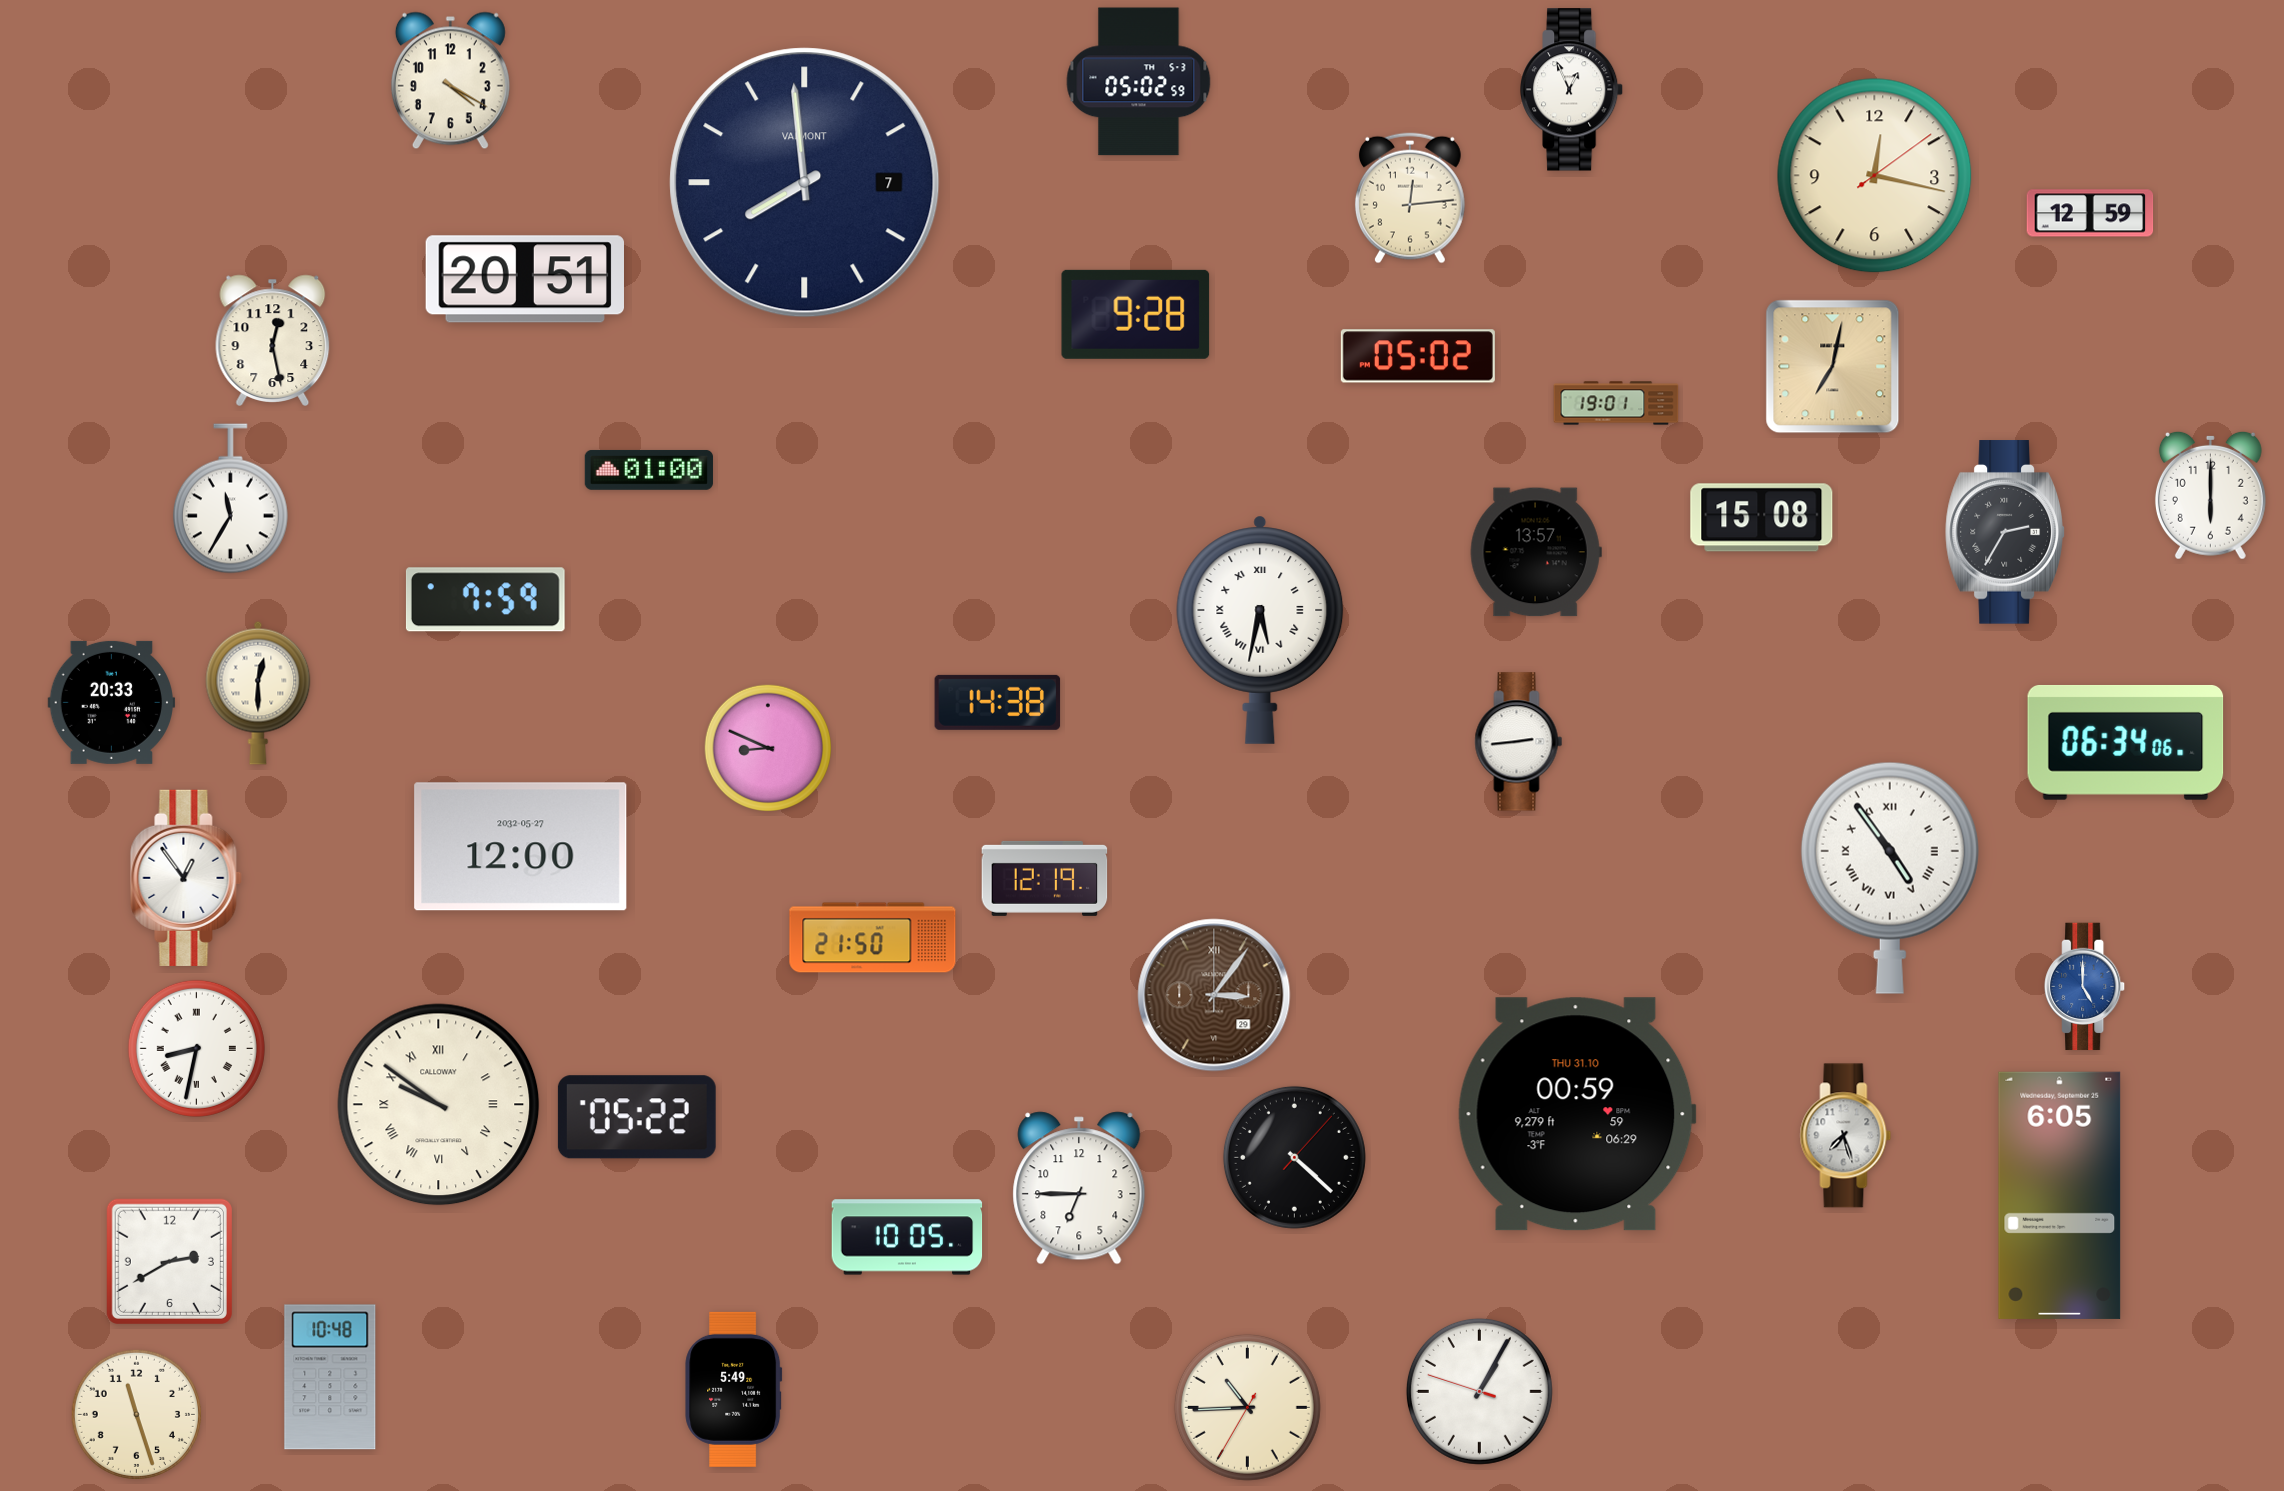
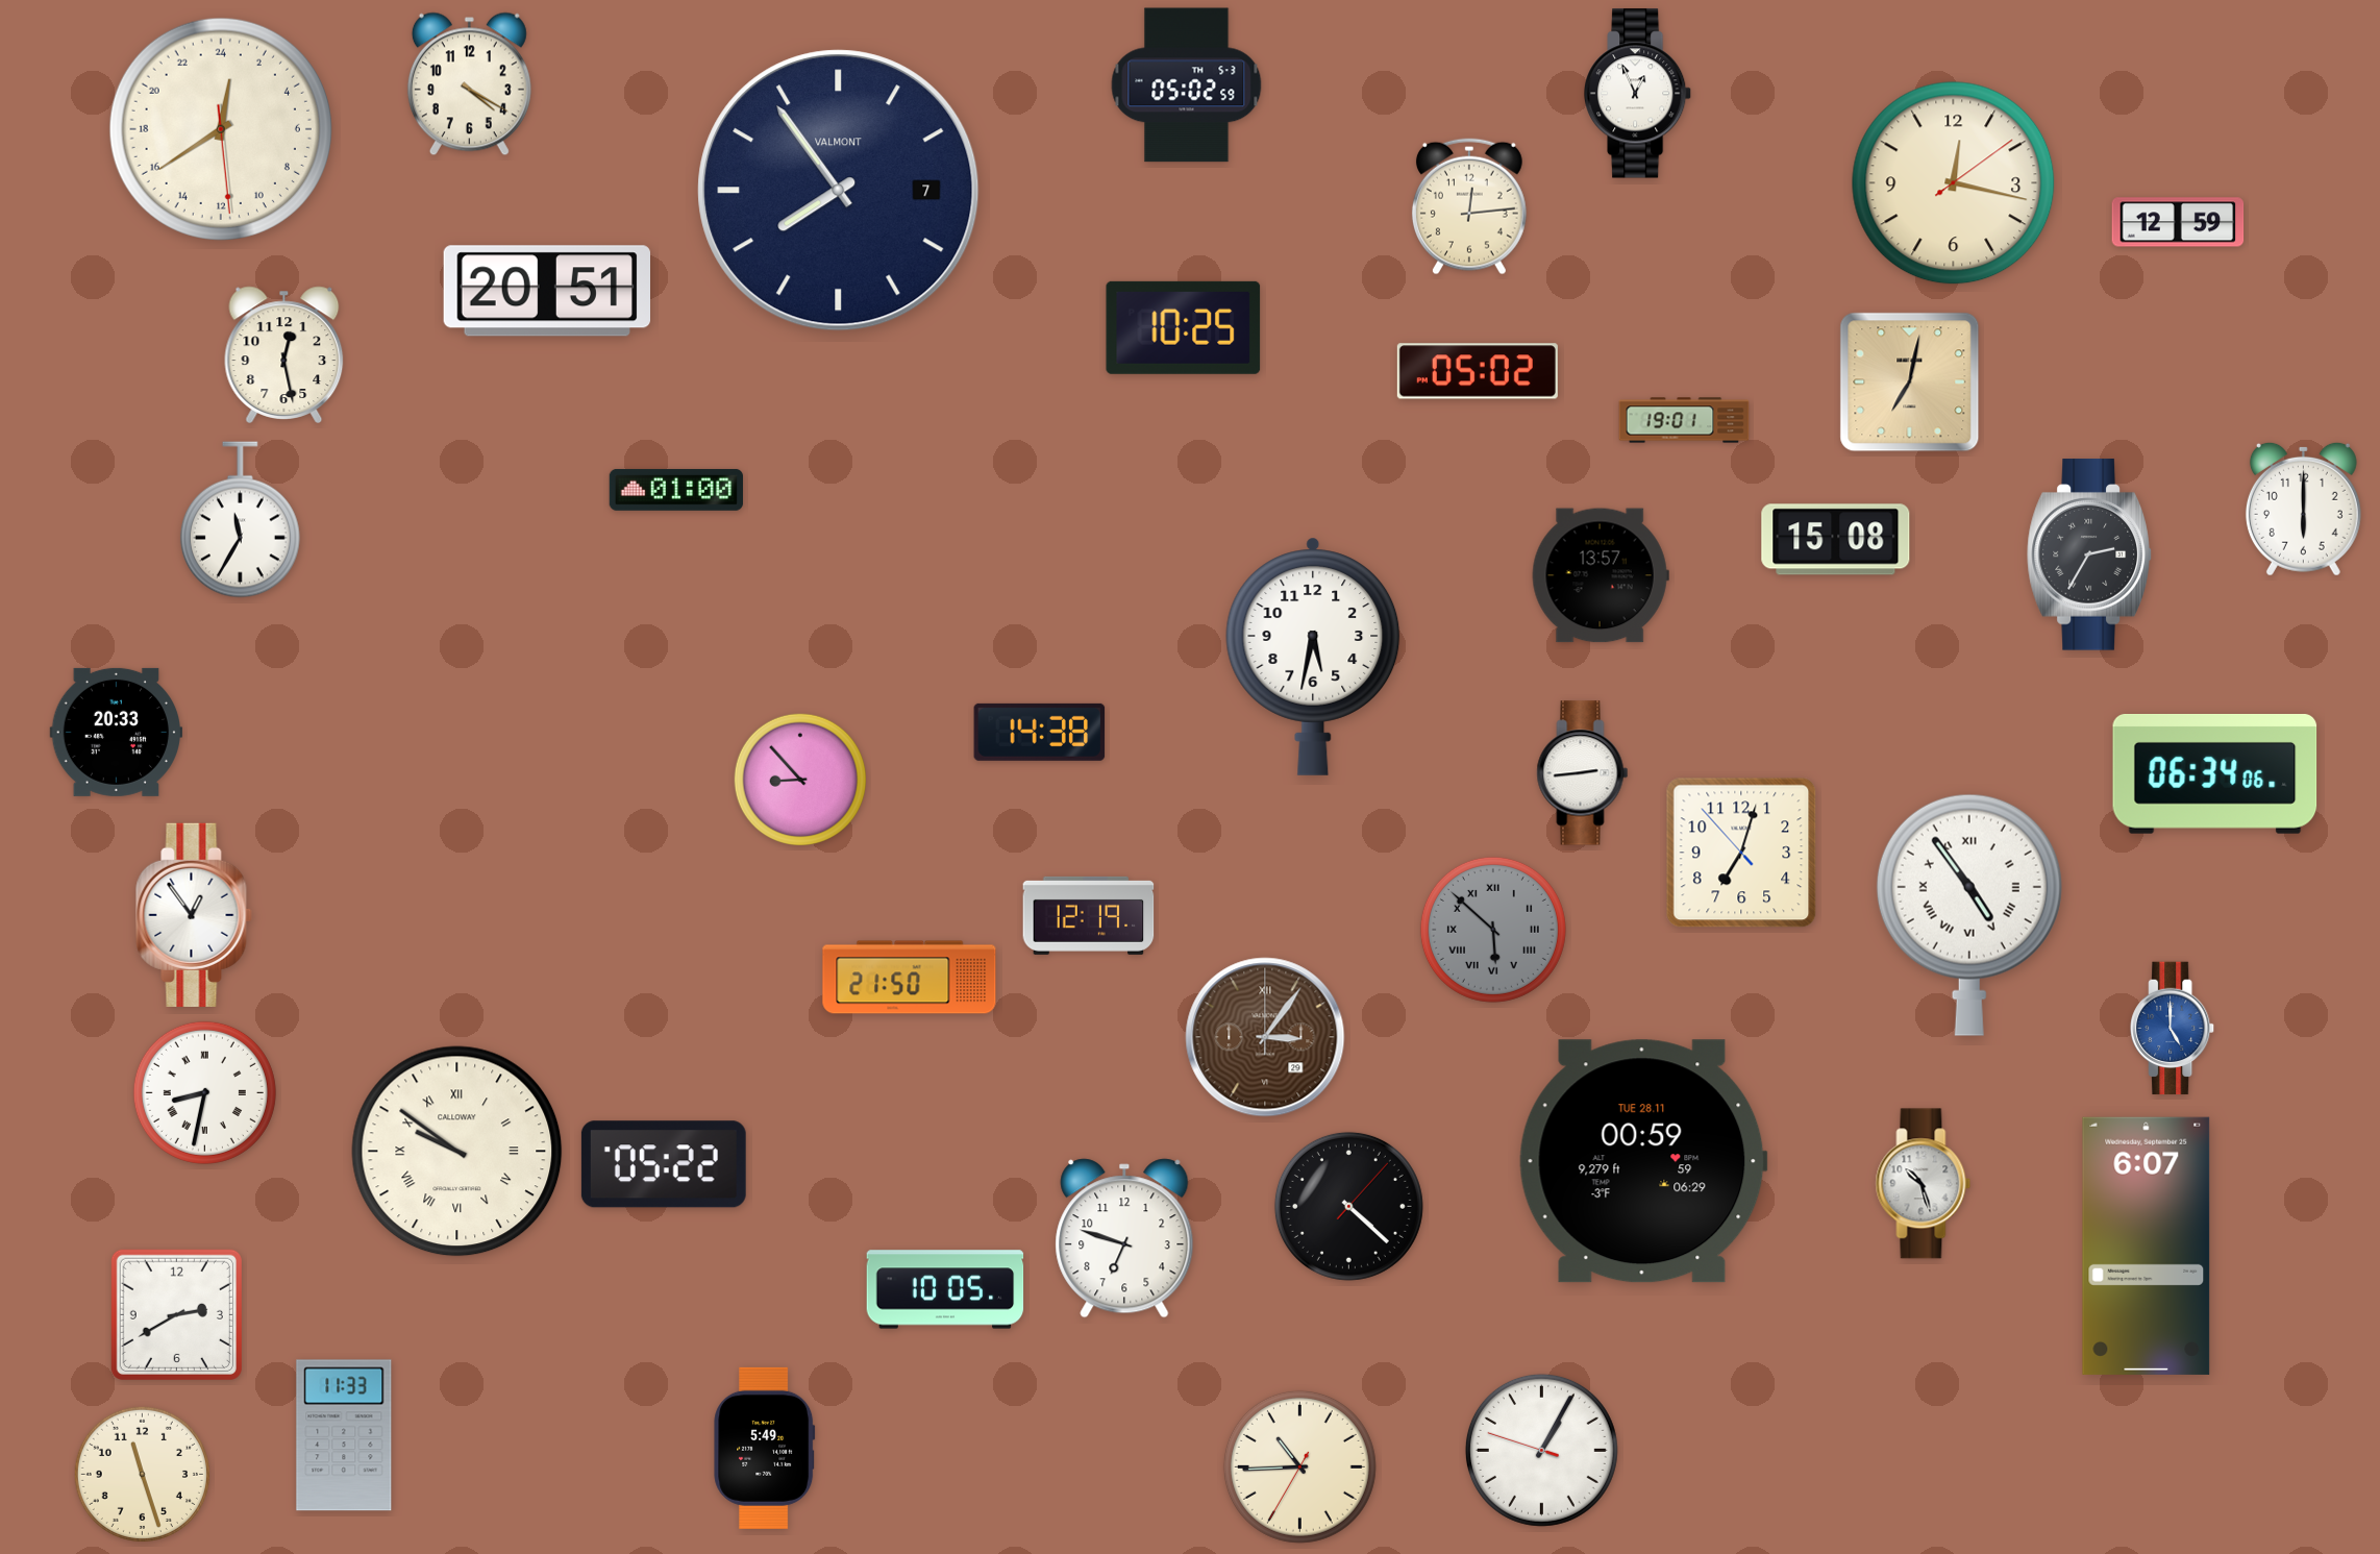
clock at (221, 129): none -> 0:39
clock at (805, 183): 7:59 -> 7:54
clock at (1136, 314): 9:28 -> 10:25
clock at (2210, 495) position: (2210, 495) -> (2303, 509)
clock at (485, 600): 7:59 -> none
clock at (1260, 630) numerals: Roman -> Arabic
clock at (258, 693): 12:30 -> none
clock at (767, 747): 8:49 -> 8:53
clock at (1741, 853): none -> 7:02
clock at (521, 847): 12:00 -> none
clock at (1493, 930): none -> 5:52
clock at (1577, 1114) date: THU 31.10 -> TUE 28.11
clock at (1846, 1136): 7:27 -> 10:27
clock at (1079, 1188): 6:45 -> 6:48
clock at (2060, 1195): 6:05 -> 6:07
clock at (330, 1377): 10:48 -> 11:33
